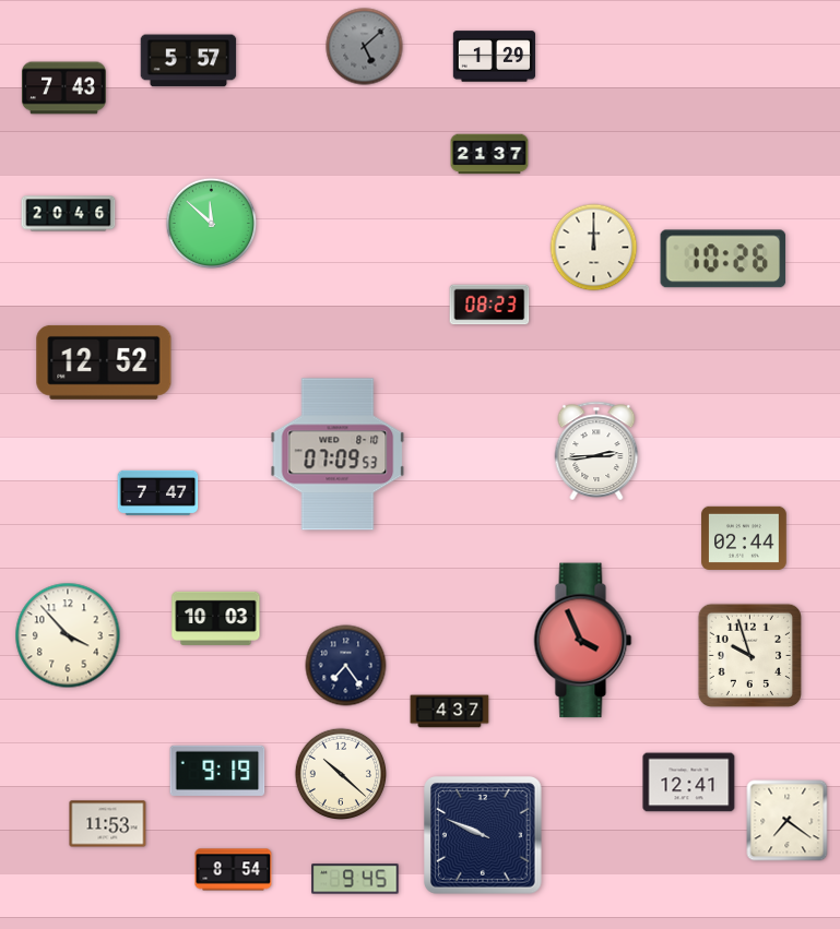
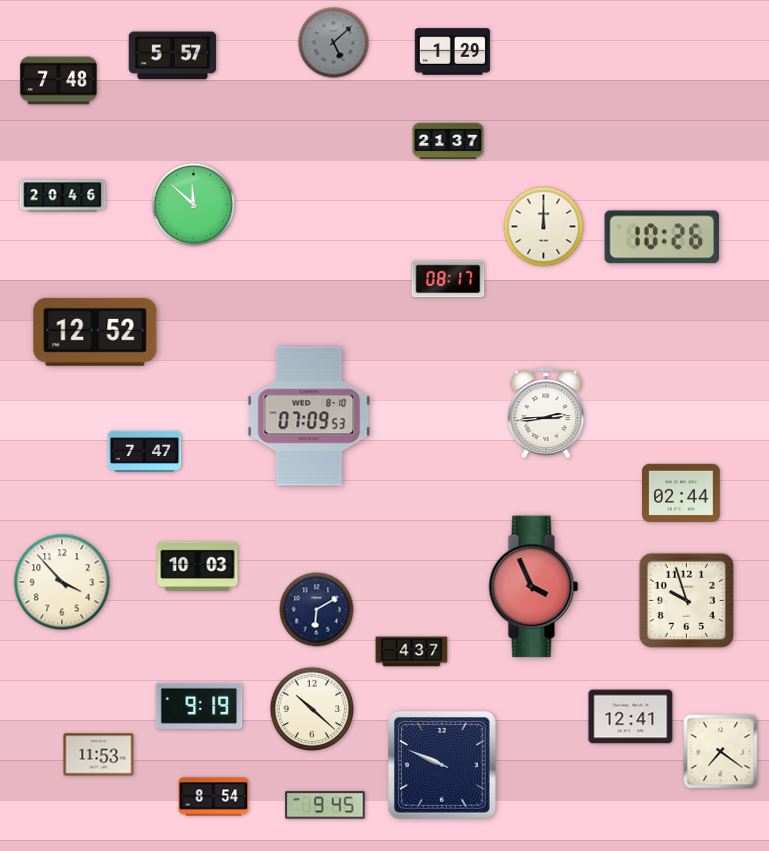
clock at (63, 88): 7:43 -> 7:48
clock at (489, 305): 08:23 -> 08:17
clock at (346, 666): 7:24 -> 6:10
